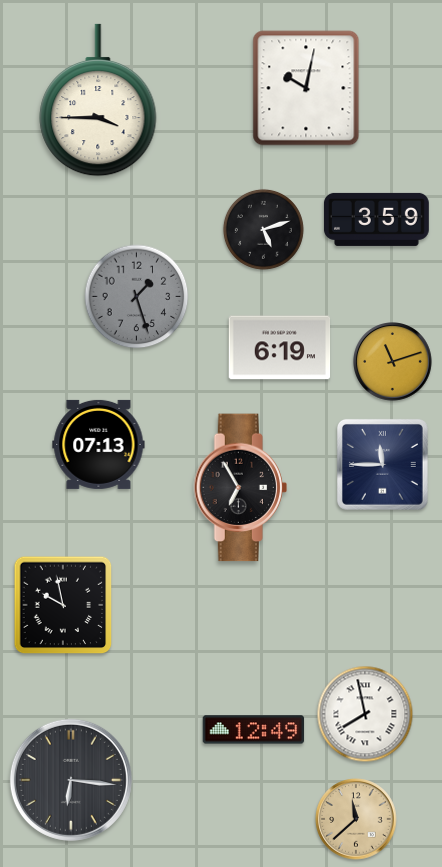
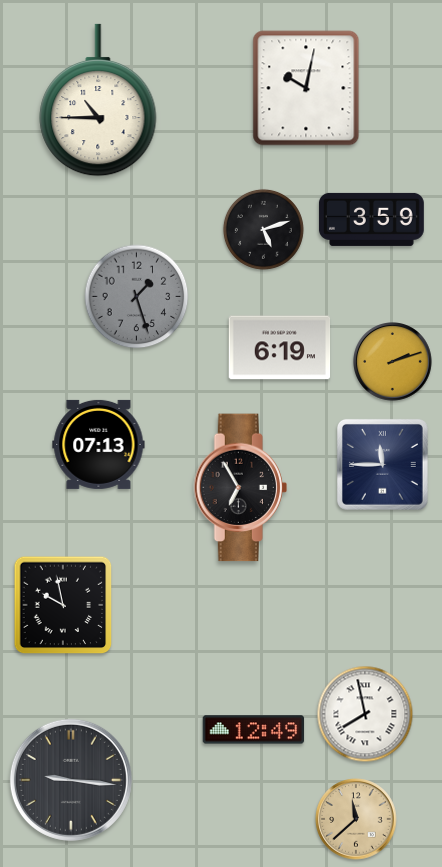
clock at (98, 100): 3:45 -> 10:45
clock at (376, 219) position: (376, 219) -> (371, 219)
clock at (393, 362): 11:12 -> 2:12
clock at (71, 780): 6:16 -> 9:16
